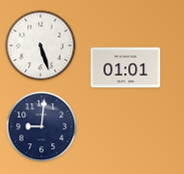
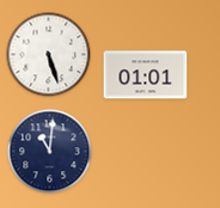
clock at (126, 68) position: (126, 68) -> (146, 75)
clock at (42, 127): 9:01 -> 11:01
